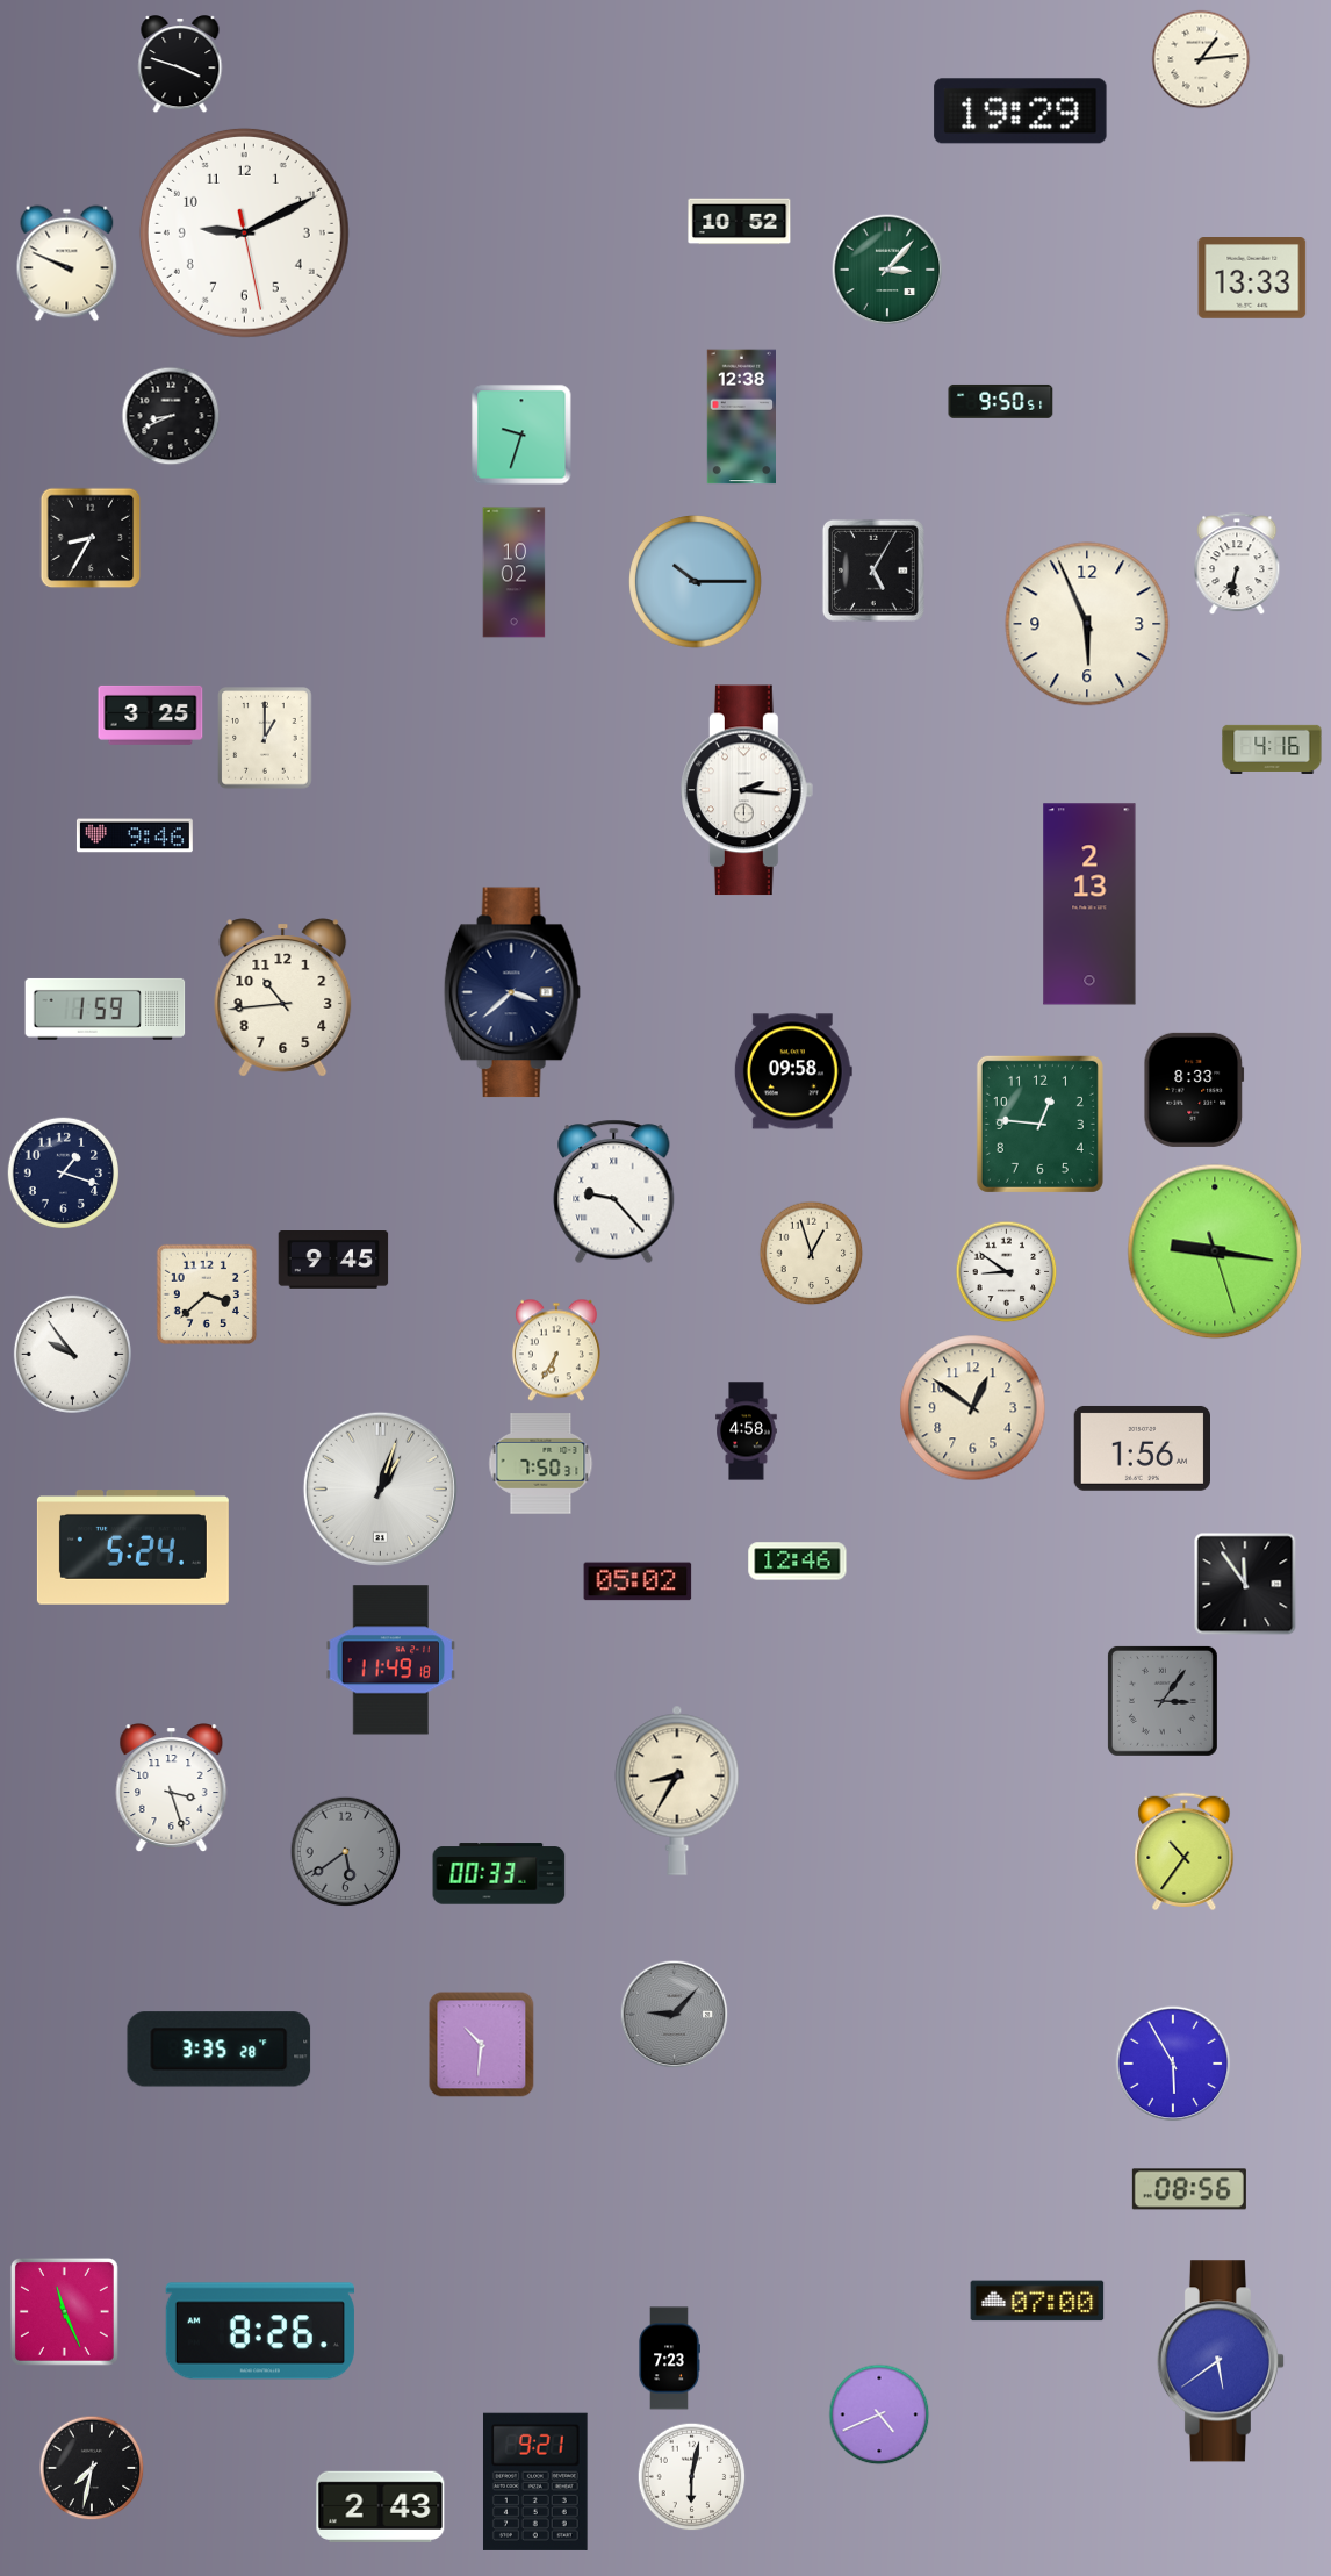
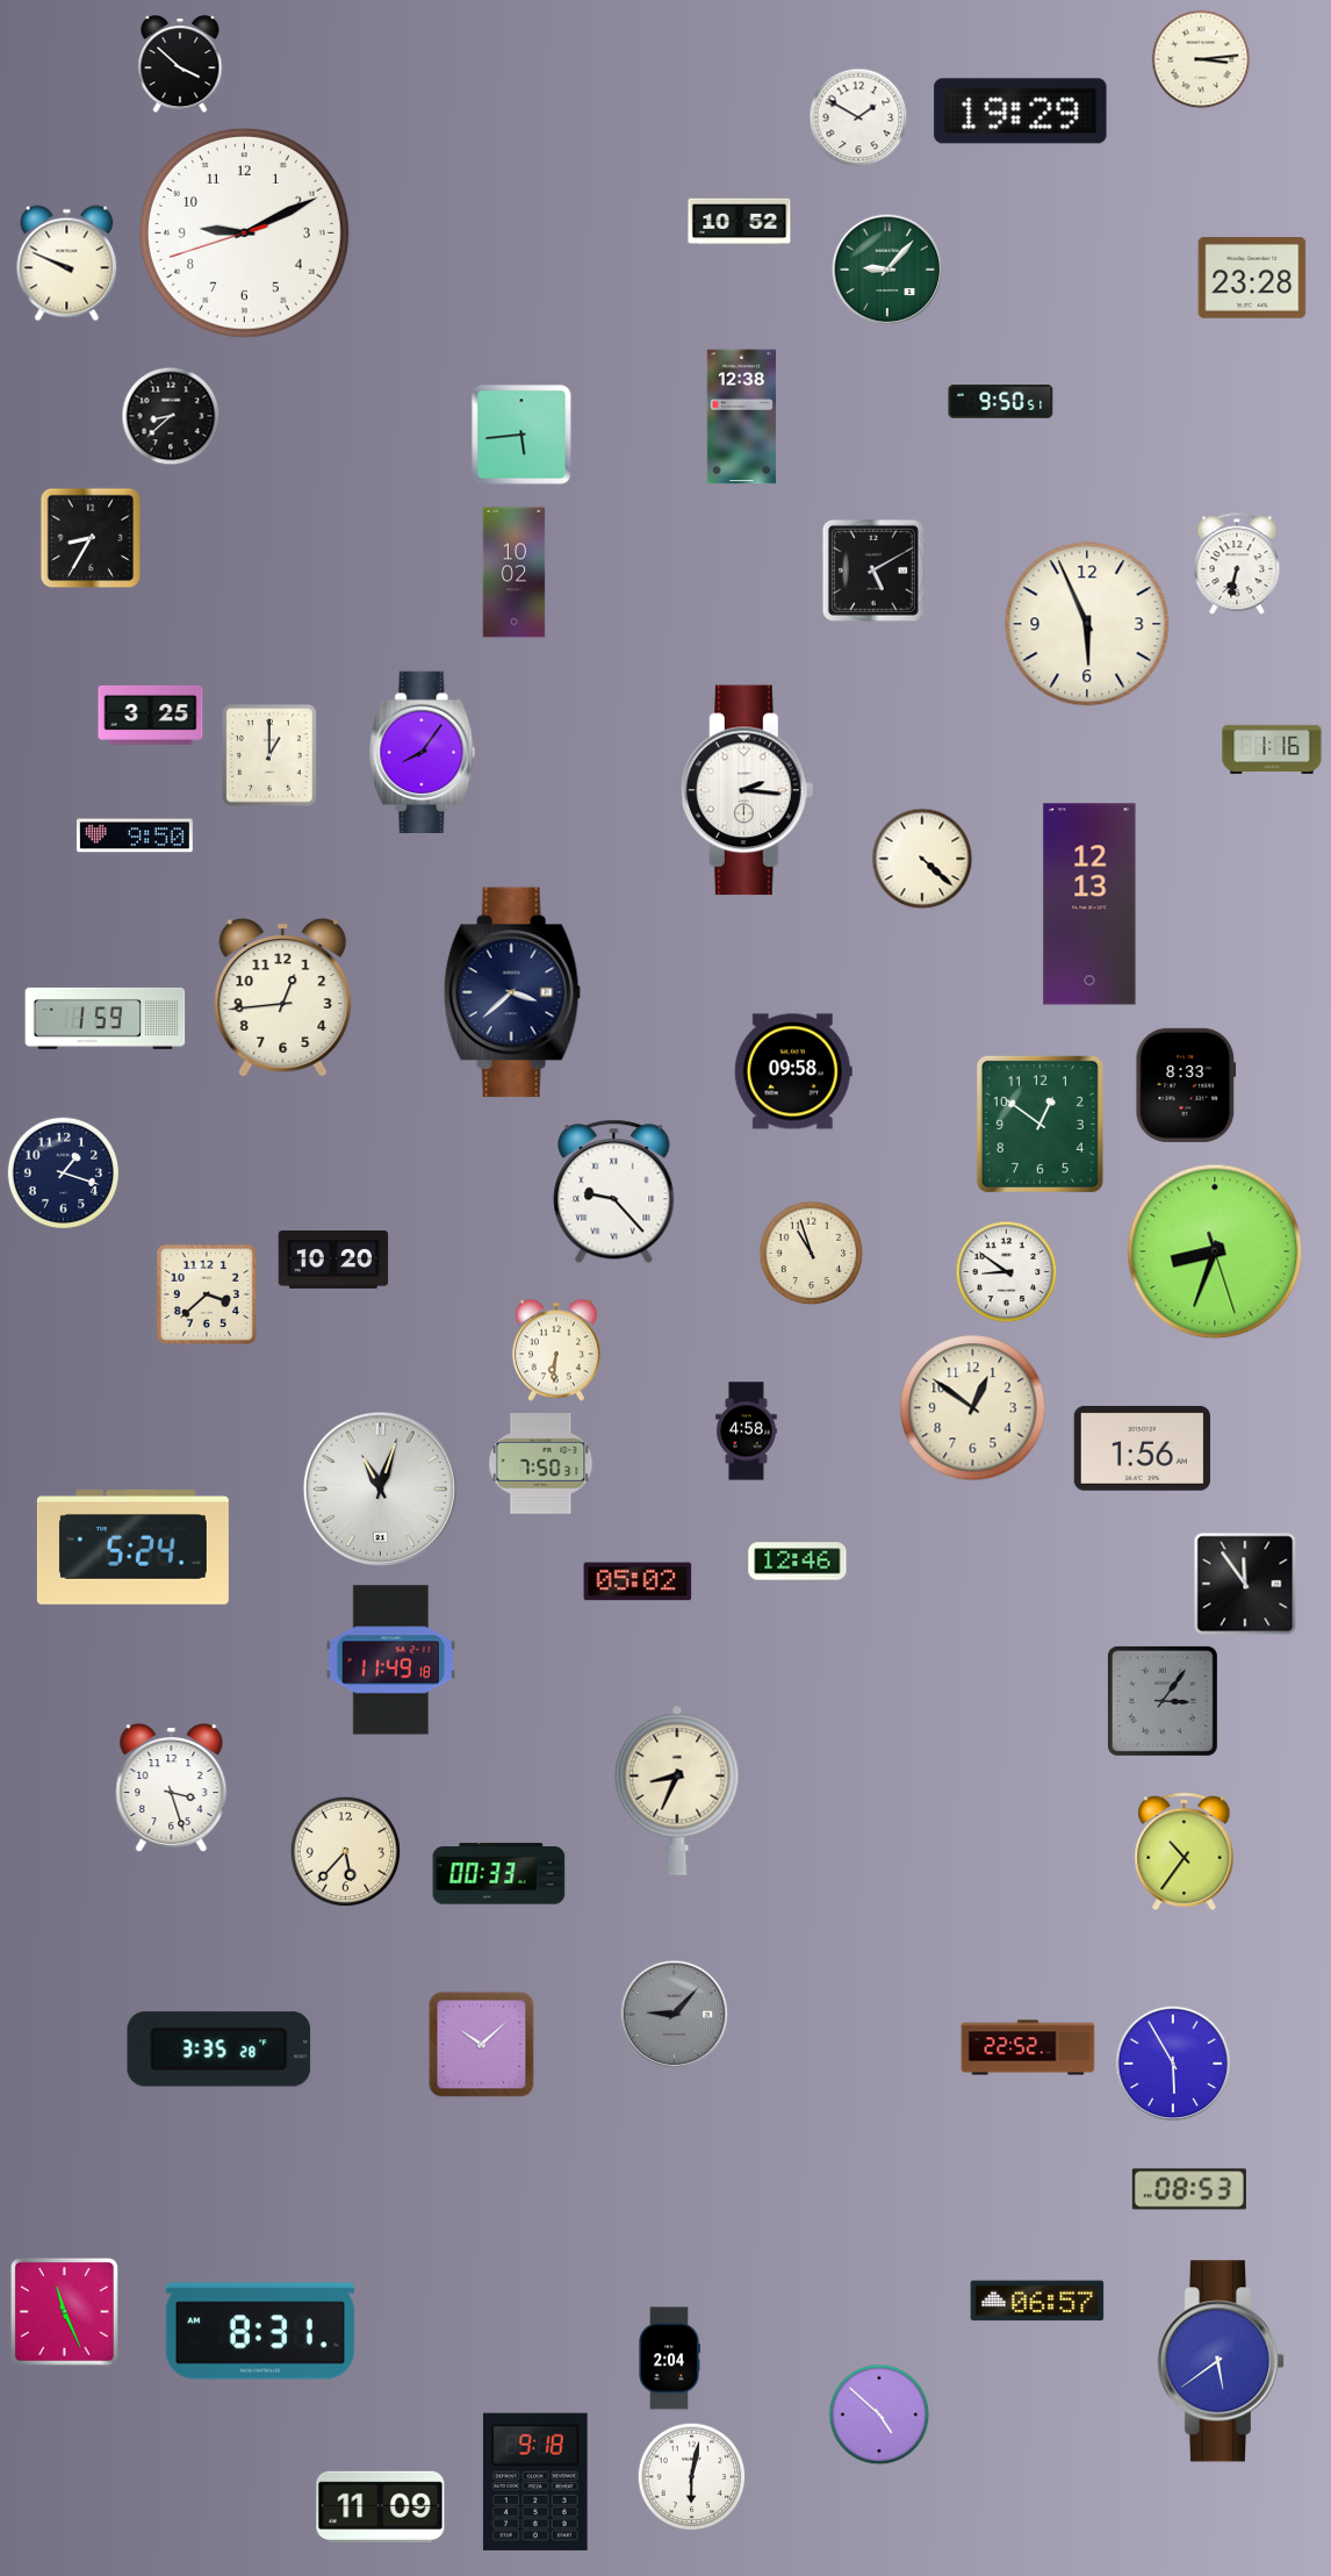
clock at (1201, 59): 1:14 -> 3:14
clock at (180, 65): 3:48 -> 3:52
clock at (858, 117): none -> 1:50
clock at (244, 232): 9:10:28 -> 9:10:42
clock at (887, 270): 3:07 -> 9:07
clock at (1252, 278): 13:33 -> 23:28
clock at (171, 416): 8:41 -> 8:38
clock at (521, 435): 9:33 -> 5:44
clock at (873, 571): 5:05 -> 5:10
clock at (696, 582): 10:15 -> none
clock at (265, 738) position: (265, 738) -> (269, 755)
clock at (1272, 749): 4:16 -> 1:16
clock at (423, 752): none -> 8:06
clock at (135, 835): 9:46 -> 9:50
clock at (922, 859): none -> 4:22
clock at (1089, 904): 2:13 -> 12:13
clock at (283, 998): 10:44 -> 12:44
clock at (106, 1009) position: (106, 1009) -> (106, 1018)
clock at (1194, 1090) position: (1194, 1090) -> (1186, 1085)
clock at (1039, 1124): 12:46 -> 12:51
clock at (1215, 1251): 9:16 -> 8:33
clock at (812, 1254): 12:57 -> 10:57
clock at (333, 1261): 9:45 -> 10:20
clock at (556, 1350): 6:35 -> 6:31
clock at (72, 1354): 9:54 -> none
clock at (380, 1488): 1:03 -> 11:03
clock at (677, 1791): 8:35 -> 8:34
clock at (346, 1852): 5:39 -> 5:37
clock at (346, 1852) dial: grey -> cream
clock at (482, 2045): 10:31 -> 10:08
clock at (1028, 2047): none -> 22:52
clock at (1189, 2189): 08:56 -> 08:53
clock at (1037, 2301): 07:00 -> 06:57
clock at (260, 2331): 8:26 -> 8:31
clock at (669, 2359): 7:23 -> 2:04
clock at (879, 2414): 4:41 -> 4:52
clock at (92, 2468): 7:32 -> none
clock at (535, 2482): 9:21 -> 9:18
clock at (381, 2506): 2:43 -> 11:09
